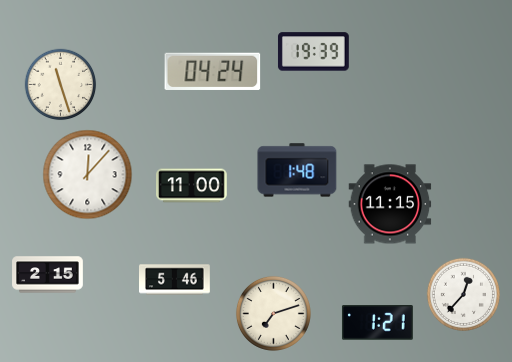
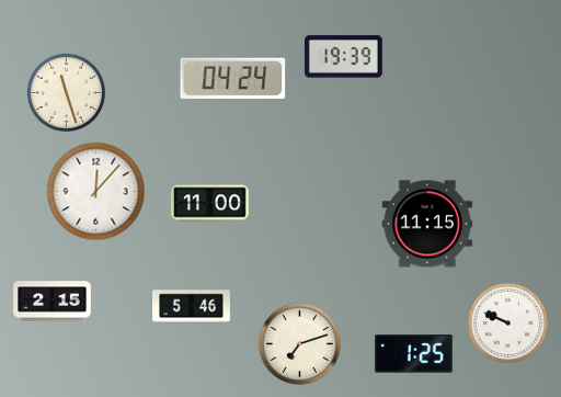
clock at (297, 170): 1:48 -> none
clock at (463, 294): 12:37 -> 9:49
clock at (377, 323): 1:21 -> 1:25
